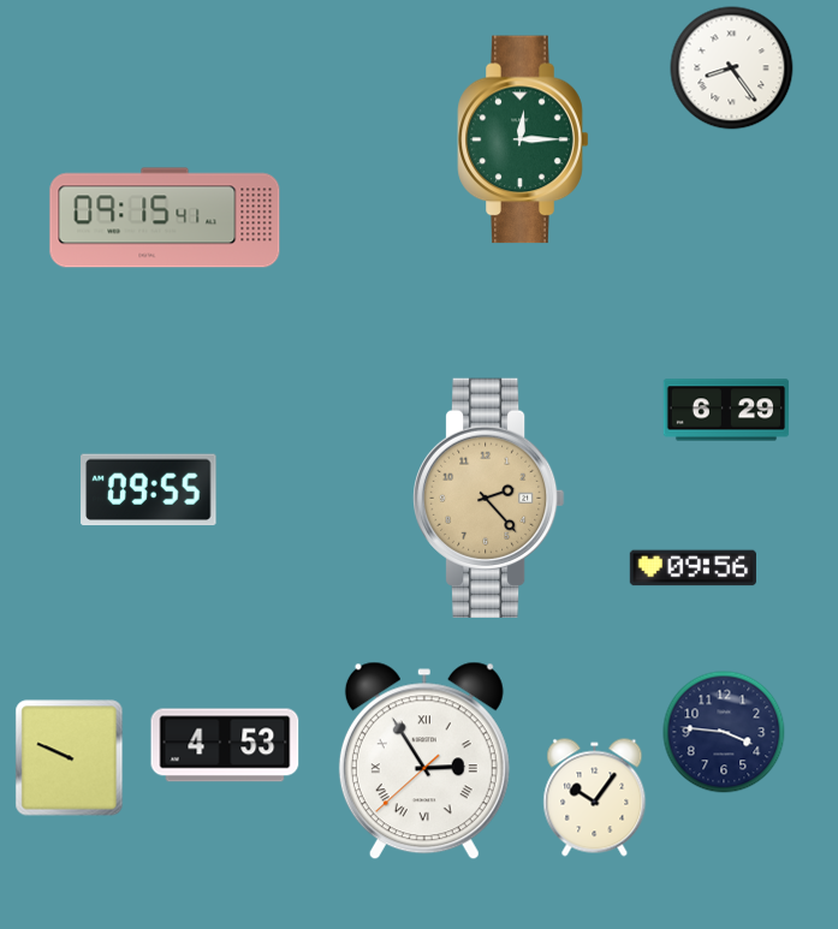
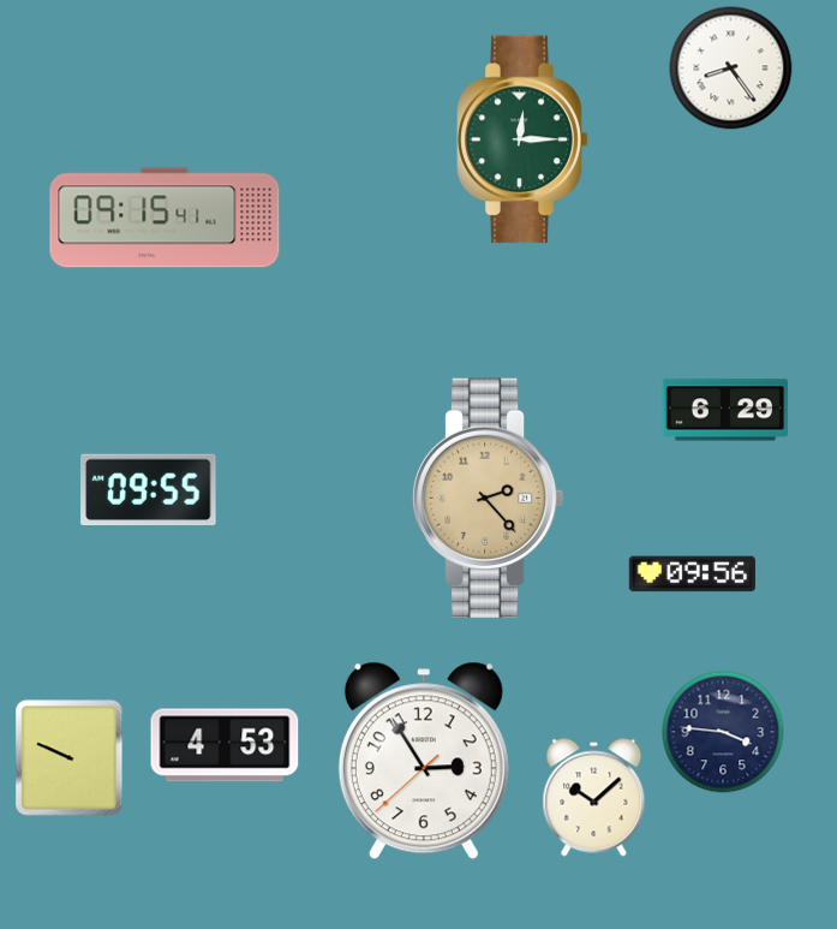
clock at (693, 568) position: (693, 568) -> (692, 574)
clock at (424, 761) numerals: Roman -> Arabic
clock at (595, 798): 10:06 -> 10:08
